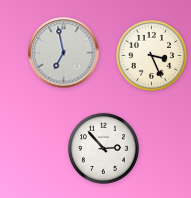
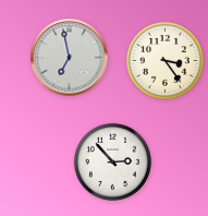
clock at (151, 55): 3:26 -> 3:24
